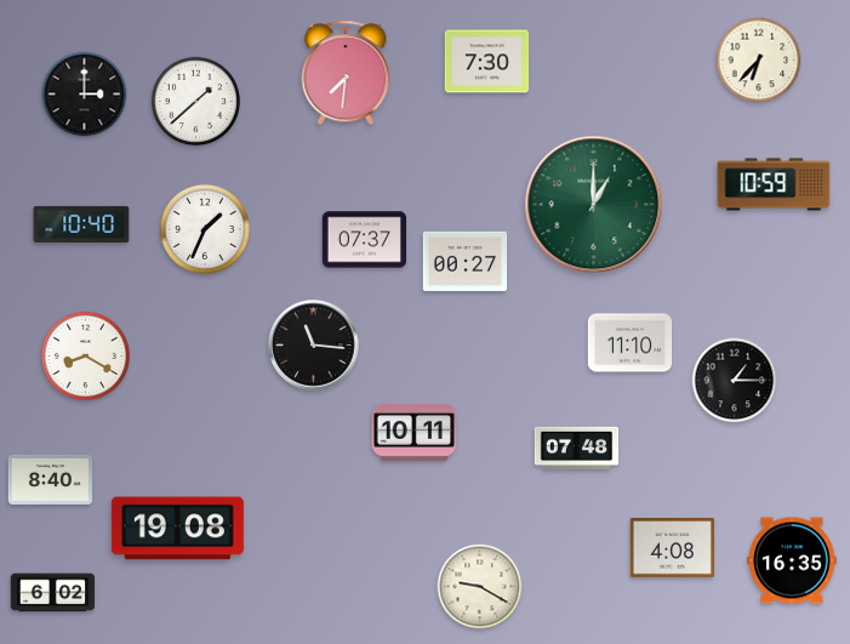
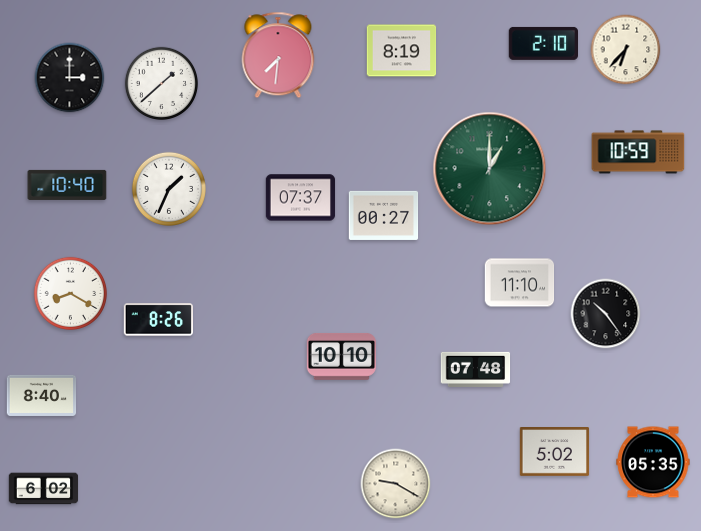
clock at (543, 43): none -> 2:10
clock at (487, 62): 7:30 -> 8:19
clock at (346, 73) position: (346, 73) -> (278, 55)
clock at (314, 346): 11:16 -> none
clock at (735, 381): 1:15 -> 10:24
clock at (158, 320): none -> 8:26
clock at (415, 433): 10:11 -> 10:10
clock at (177, 529): 19:08 -> none
clock at (673, 548): 4:08 -> 5:02
clock at (792, 560): 16:35 -> 05:35
